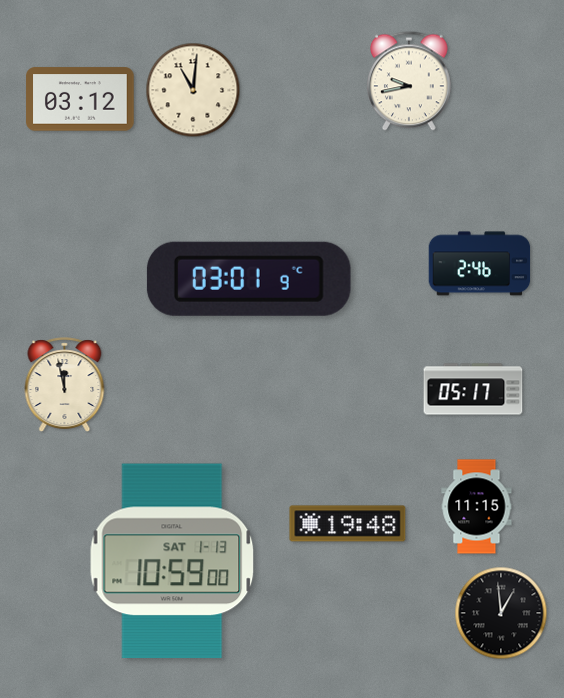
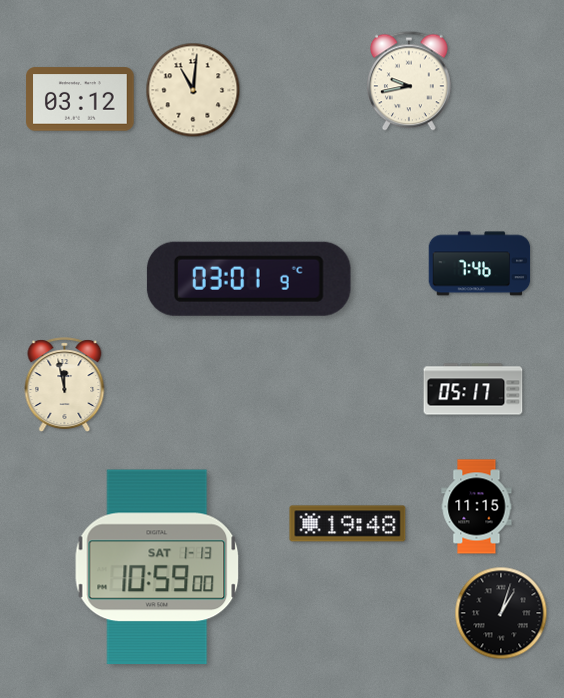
clock at (480, 264): 2:46 -> 7:46
clock at (172, 561) position: (172, 561) -> (157, 567)
clock at (501, 613): 12:59 -> 1:03
